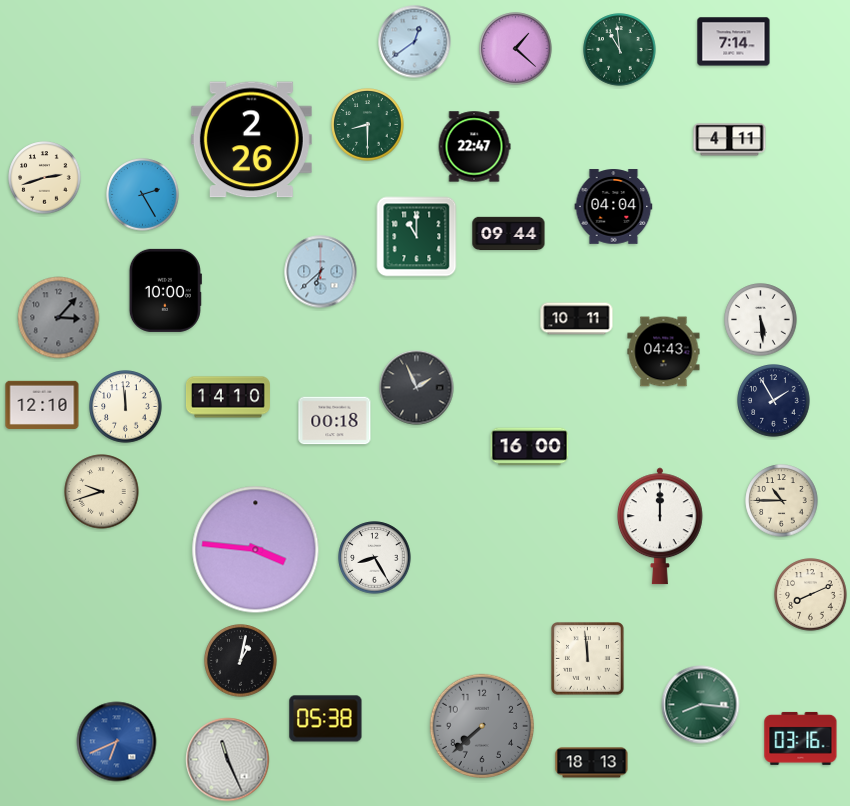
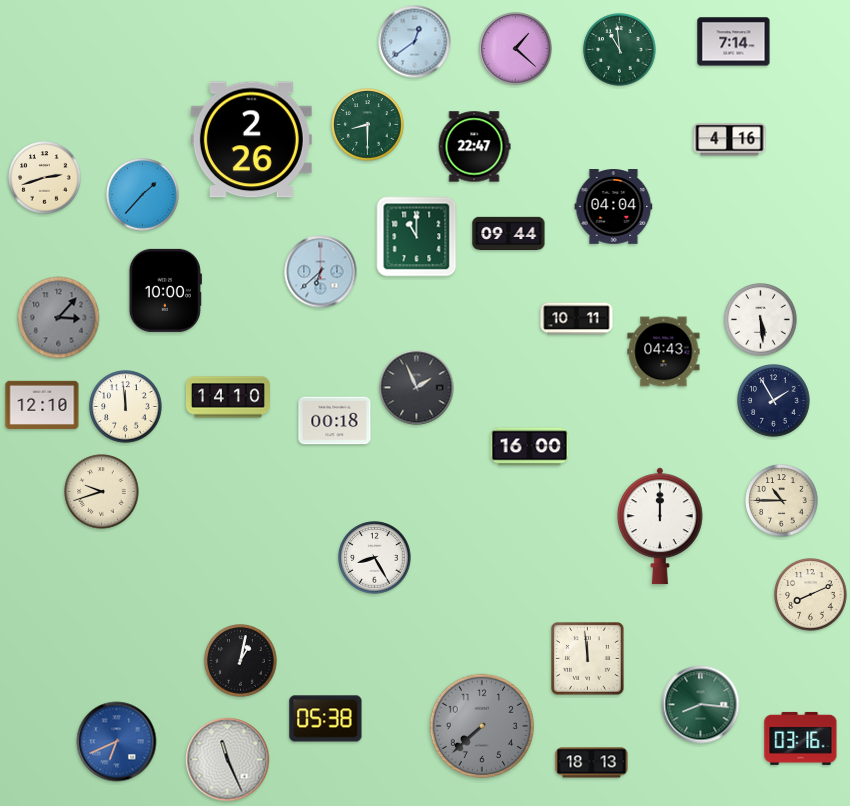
clock at (730, 140): 4:11 -> 4:16
clock at (143, 195): 2:25 -> 1:37
clock at (256, 550): 3:46 -> none
